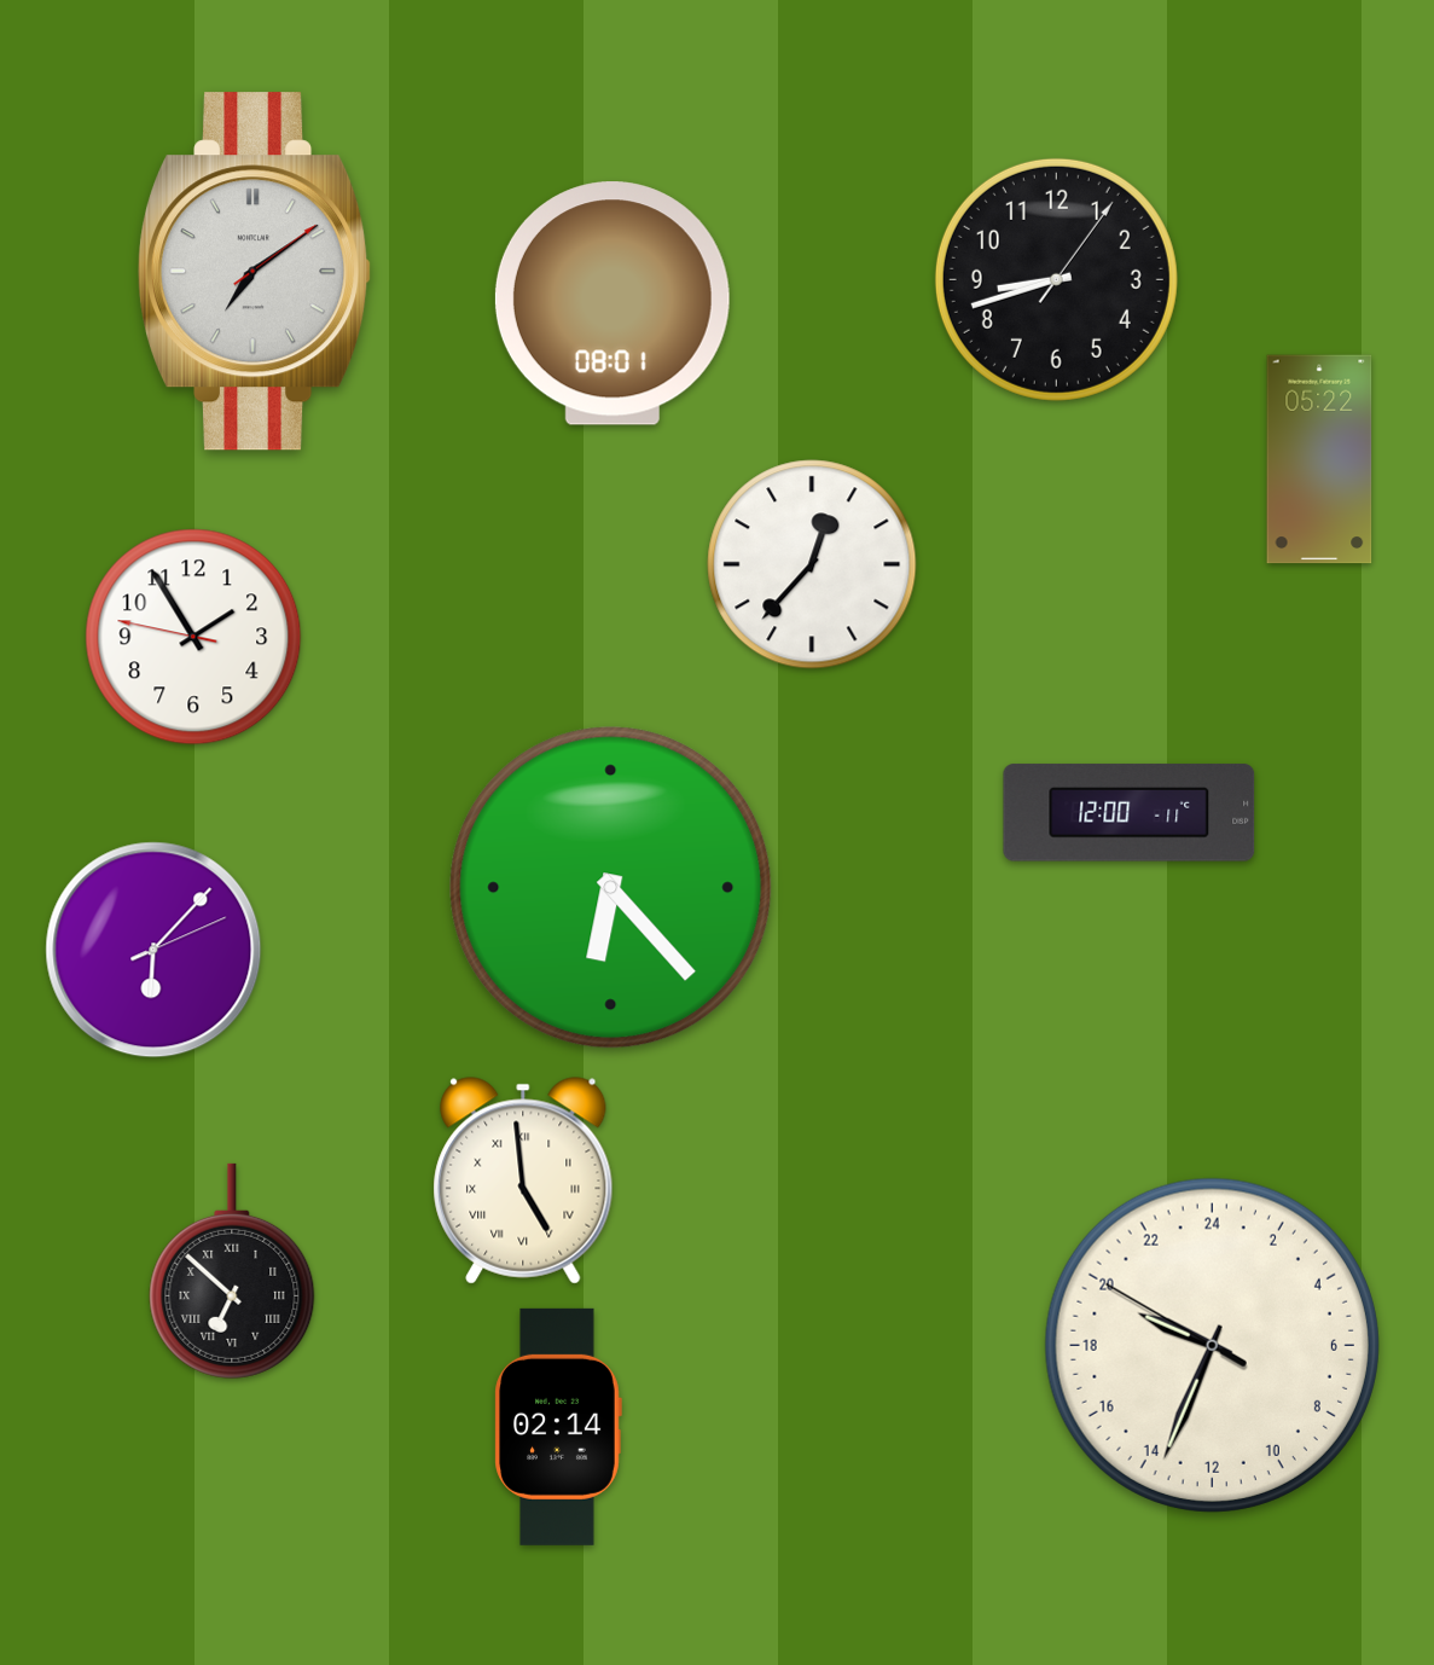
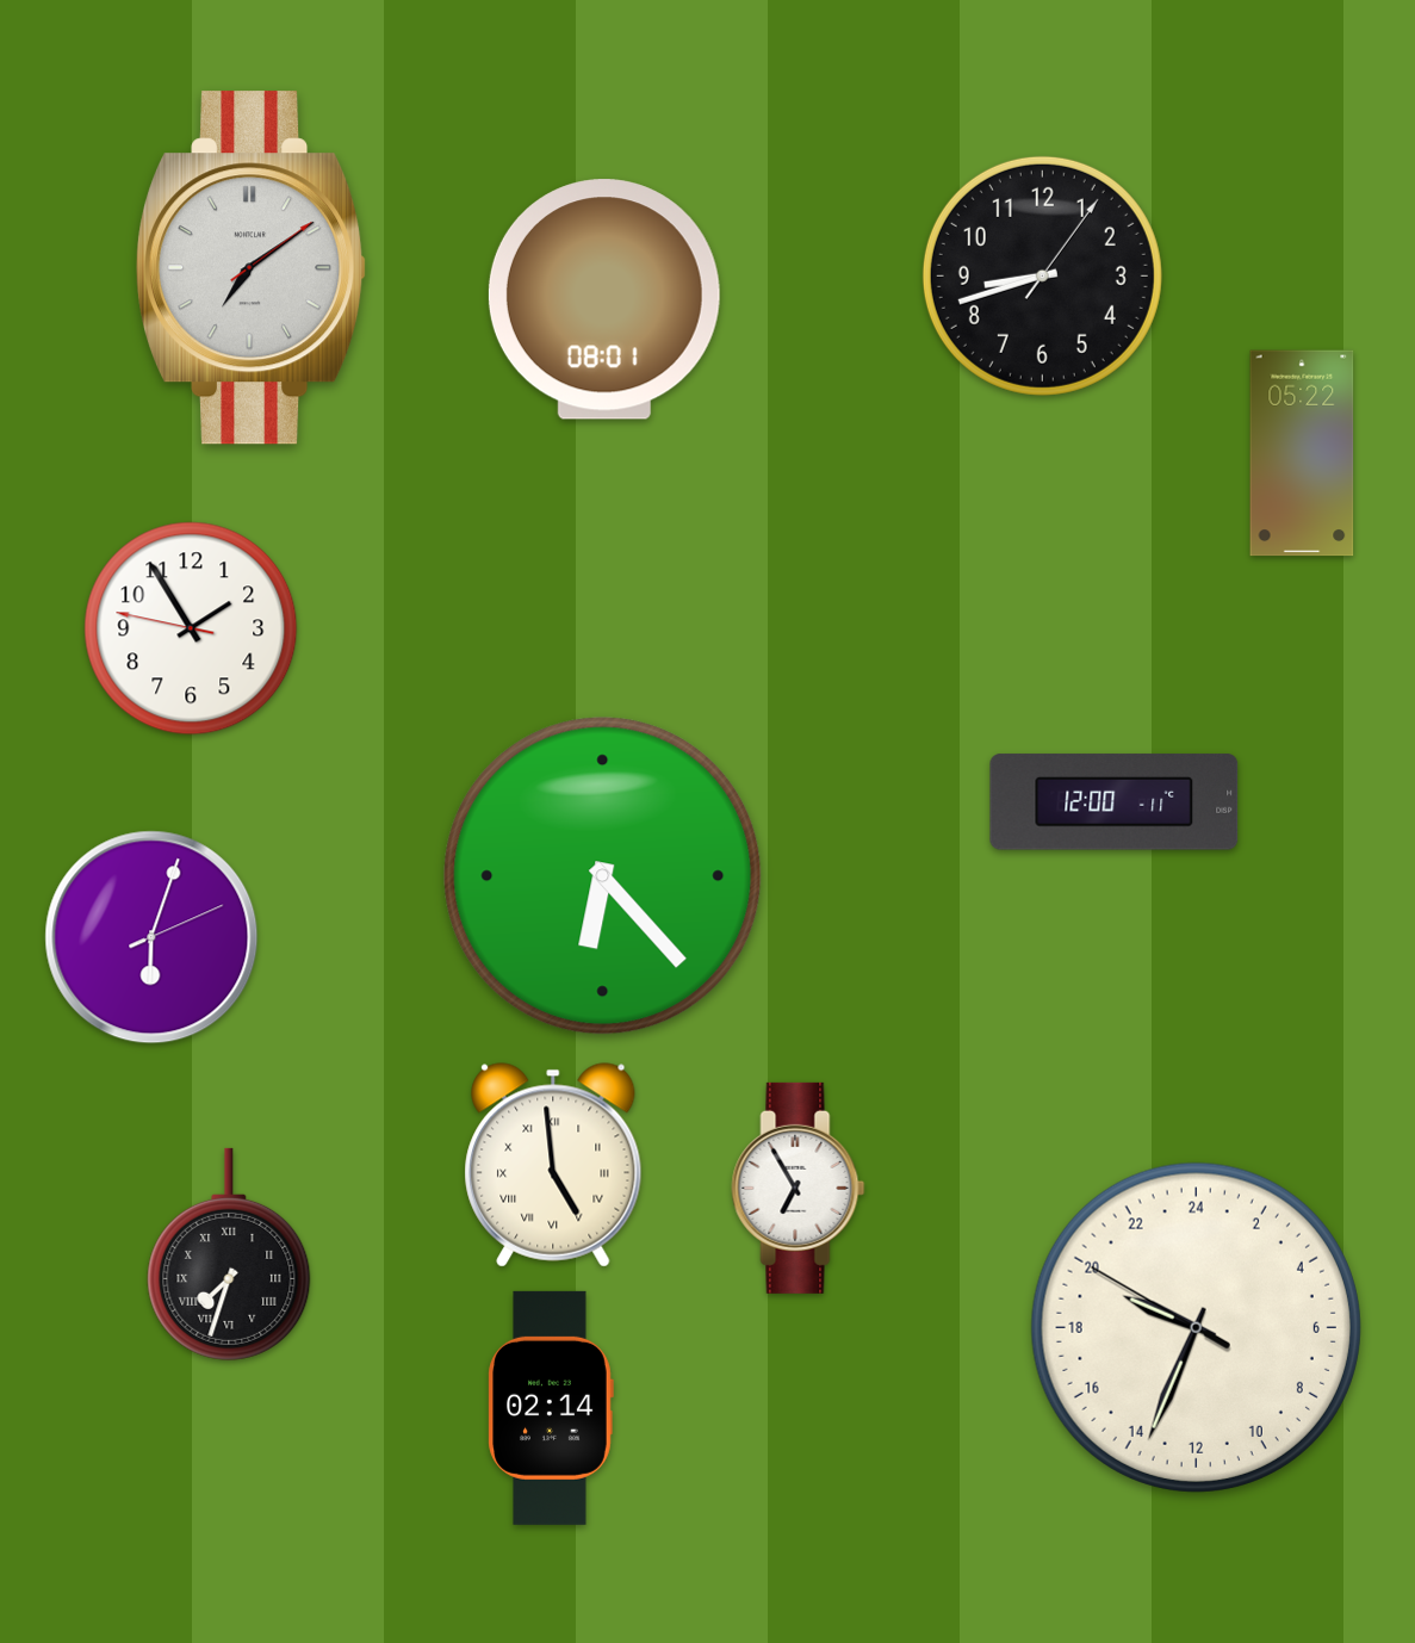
clock at (812, 564): 12:37 -> none
clock at (153, 950): 6:07 -> 6:03
clock at (523, 1180) position: (523, 1180) -> (553, 1165)
clock at (799, 1188): none -> 6:55
clock at (232, 1271): 6:52 -> 7:33
